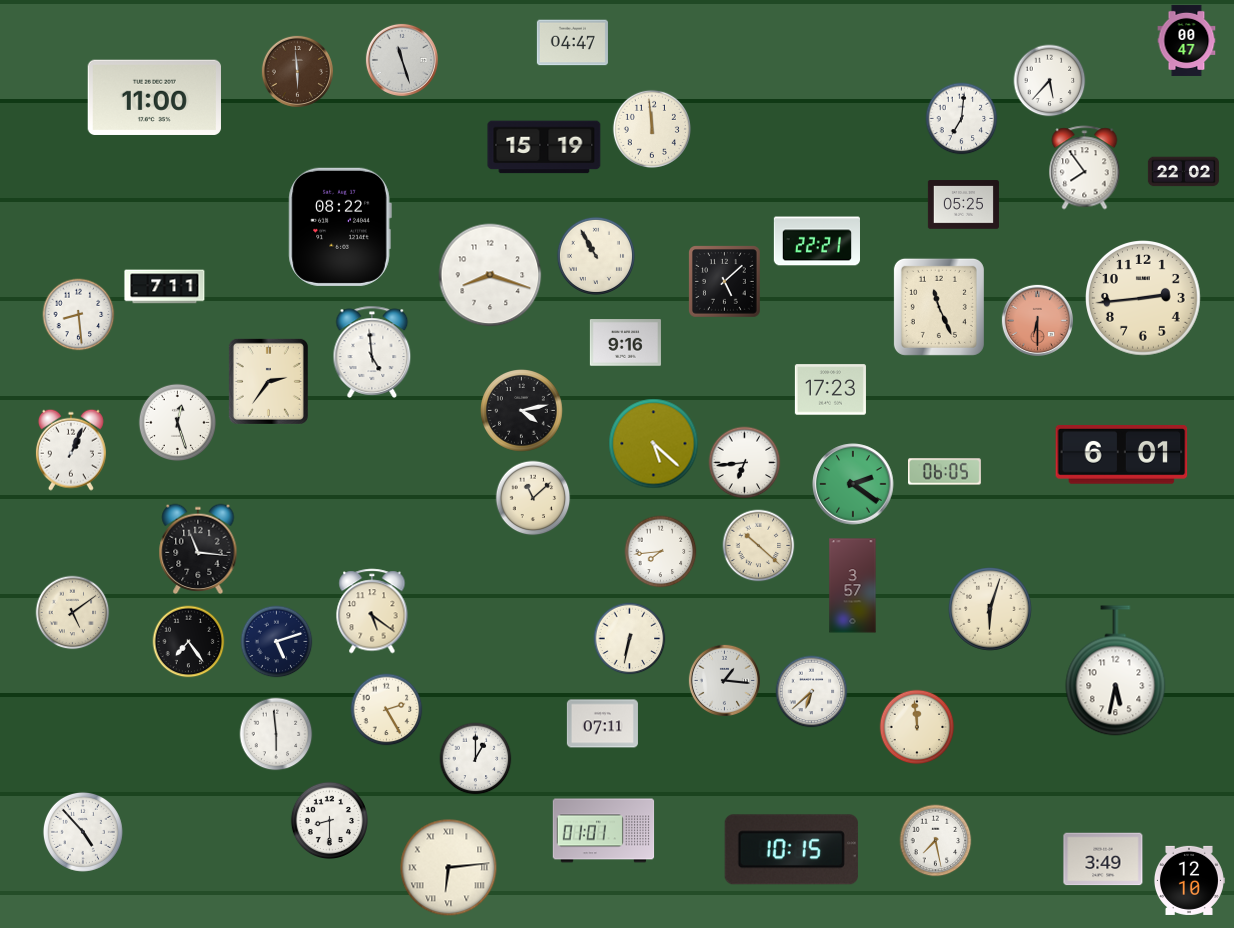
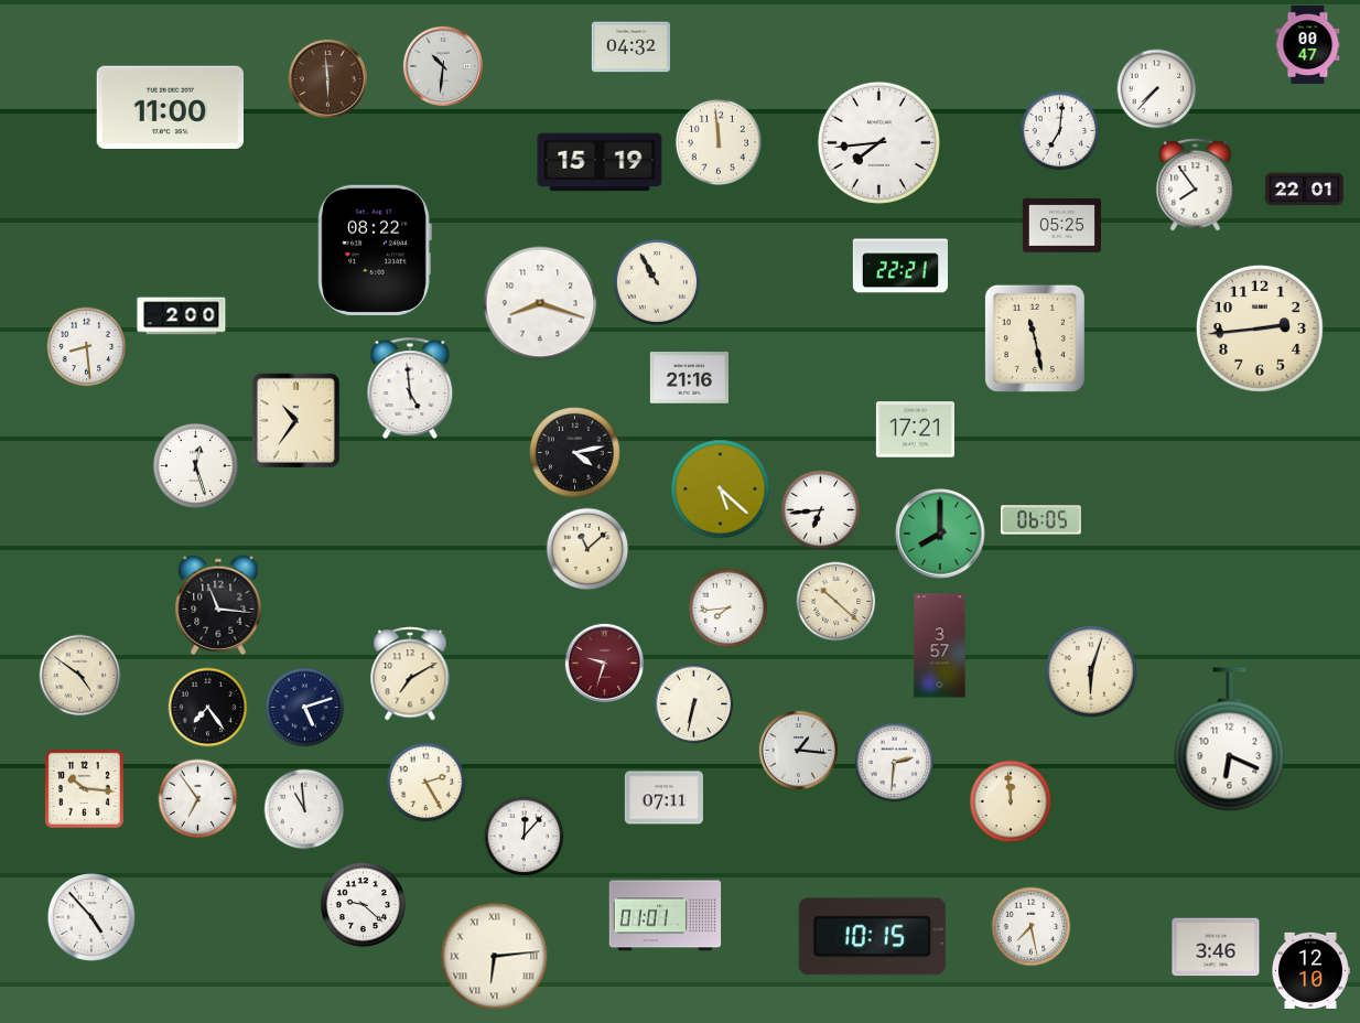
clock at (572, 43): 04:47 -> 04:32
clock at (402, 60): 11:27 -> 10:31
clock at (1050, 81): 5:37 -> 7:37
clock at (878, 142): none -> 7:44
clock at (1183, 172): 22:02 -> 22:01
clock at (725, 282): 5:08 -> none
clock at (165, 287): 7:11 -> 2:00
clock at (939, 307): 11:26 -> 11:28
clock at (1037, 320): 6:30 -> none
clock at (625, 343): 9:16 -> 21:16
clock at (268, 381): 2:36 -> 10:36
clock at (830, 390): 17:23 -> 17:21
clock at (71, 450): 1:04 -> none
clock at (1122, 455): 6:01 -> none
clock at (853, 484): 2:21 -> 8:00
clock at (604, 663): none -> 9:33
clock at (372, 611): 5:21 -> 7:10
clock at (73, 613): 5:09 -> 4:51
clock at (1116, 671): 5:32 -> 6:19
clock at (812, 692): 6:38 -> 2:31
clock at (85, 789): none -> 10:16
clock at (198, 799): none -> 6:54
clock at (276, 734): 5:59 -> 10:59
clock at (476, 759): 1:00 -> 12:07
clock at (329, 820): 8:30 -> 9:22
clock at (1103, 859): 3:49 -> 3:46
